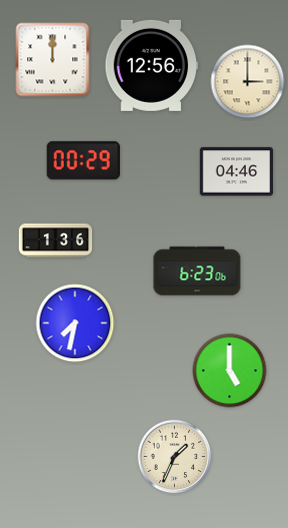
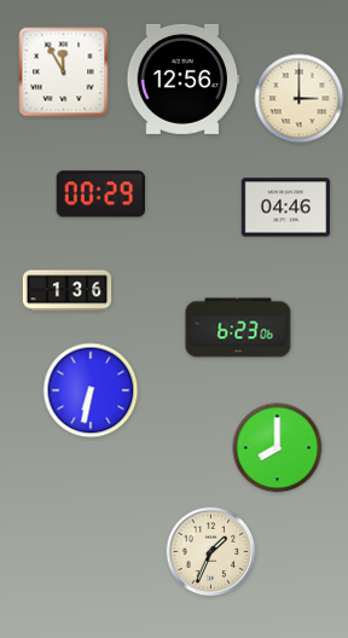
clock at (53, 60): 12:00 -> 11:55
clock at (75, 323): 7:32 -> 6:32
clock at (230, 371): 5:00 -> 8:00
